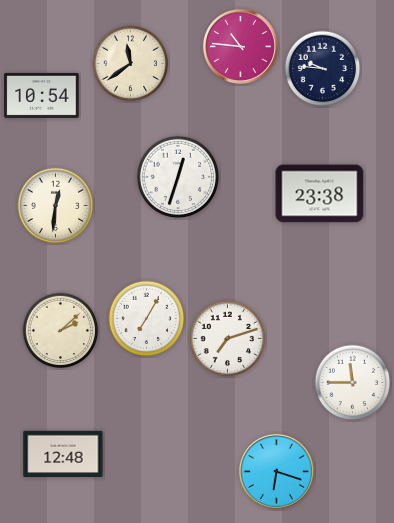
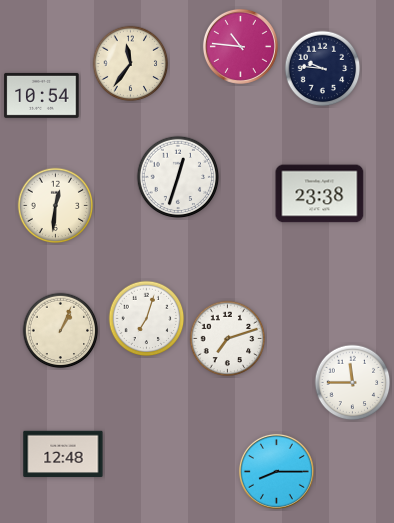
clock at (131, 64): 11:39 -> 11:36
clock at (147, 319): 7:05 -> 7:03
clock at (61, 331): 2:08 -> 1:04
clock at (276, 471): 6:18 -> 8:15
